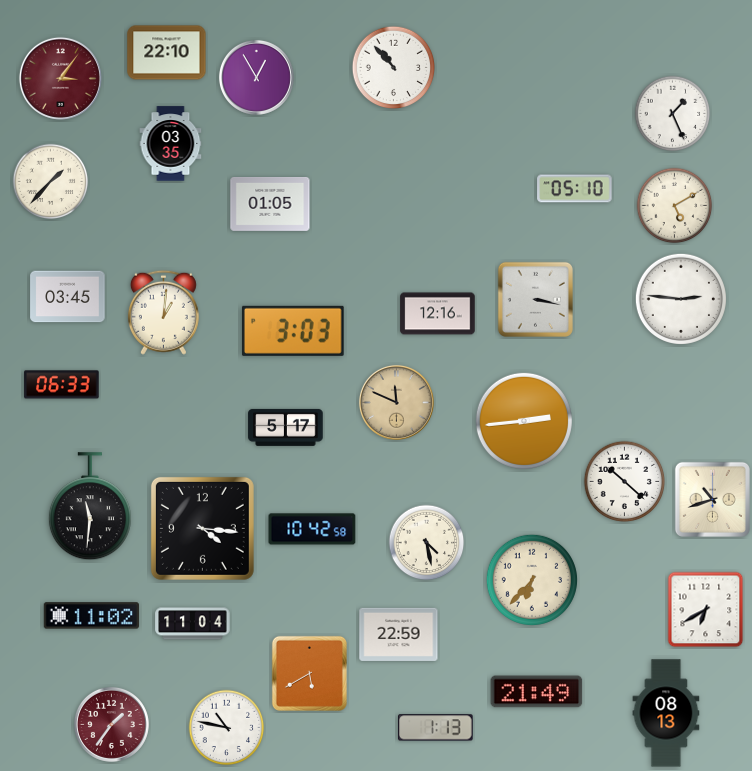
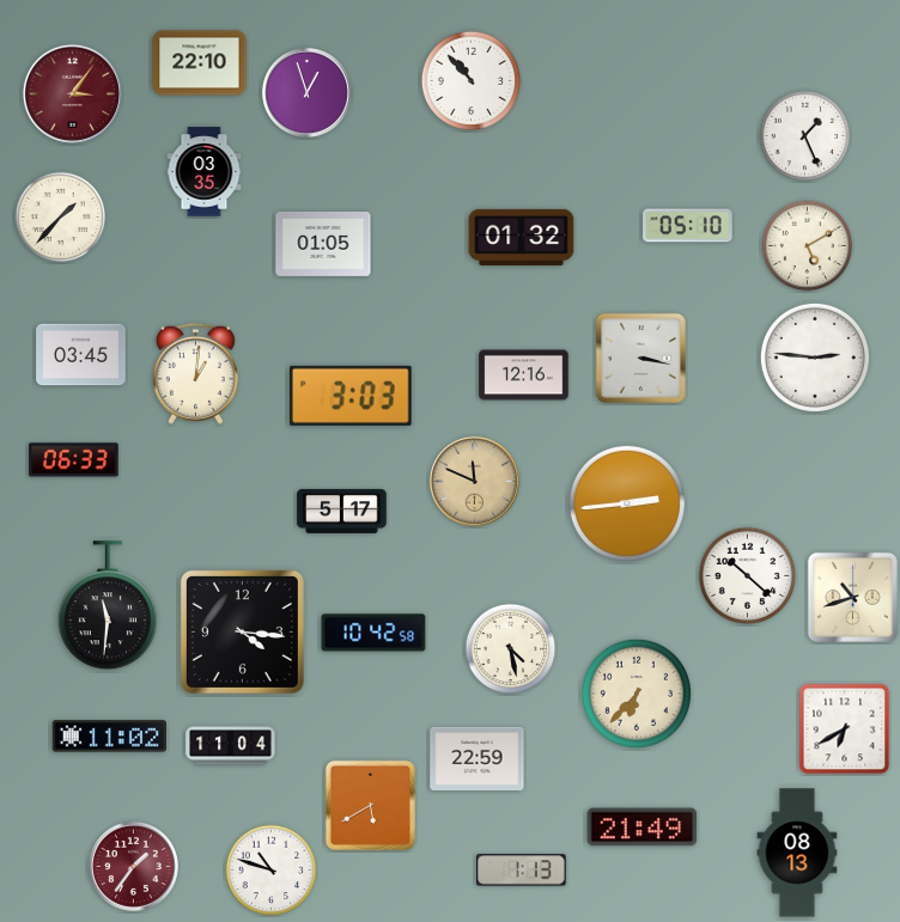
clock at (256, 77): 12:55 -> 12:57
clock at (522, 237): none -> 01:32
clock at (227, 728): 10:47 -> 10:48
